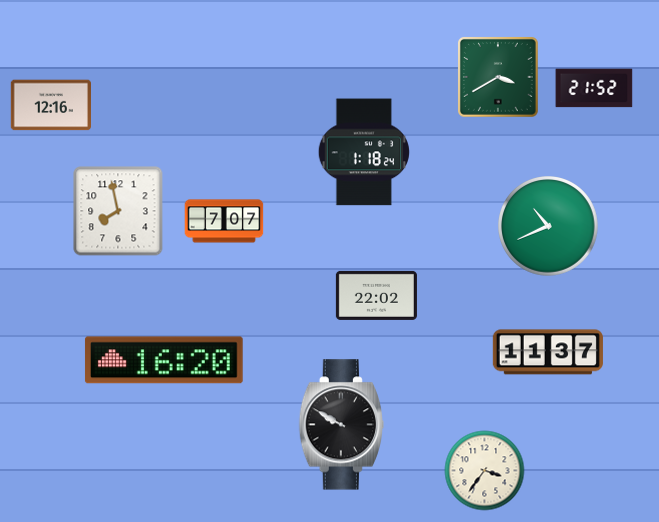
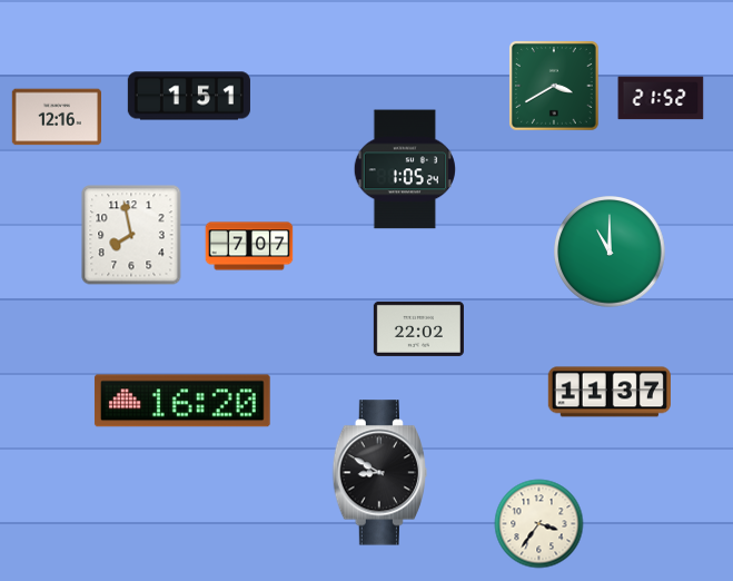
clock at (189, 96): none -> 1:51
clock at (364, 152): 1:18 -> 1:05
clock at (549, 227): 10:41 -> 11:00
clock at (341, 425): 9:50 -> 8:50
